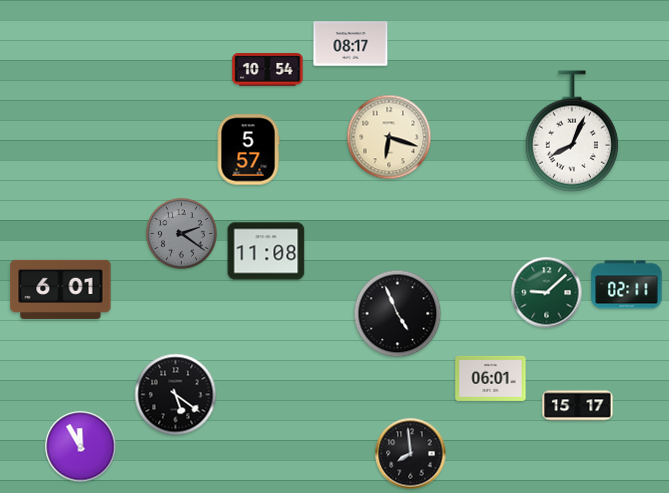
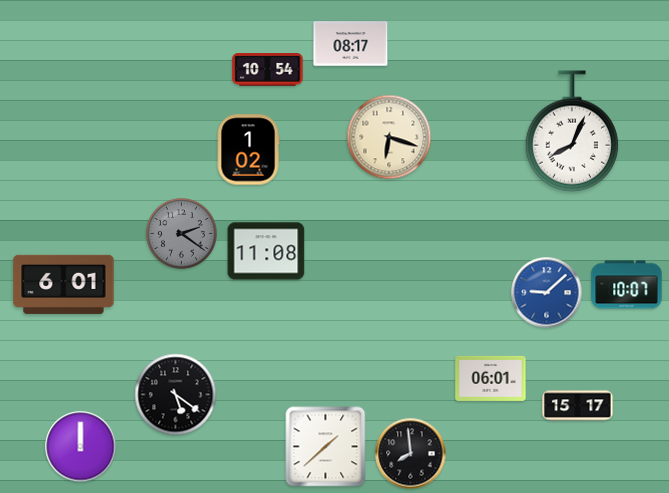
clock at (248, 150): 5:57 -> 1:02
clock at (627, 285): 02:11 -> 10:07
clock at (61, 289) position: (61, 289) -> (64, 284)
clock at (547, 293) dial: green -> blue
clock at (398, 314): 4:56 -> none
clock at (81, 447): 11:55 -> 12:00
clock at (326, 447): none -> 1:38
